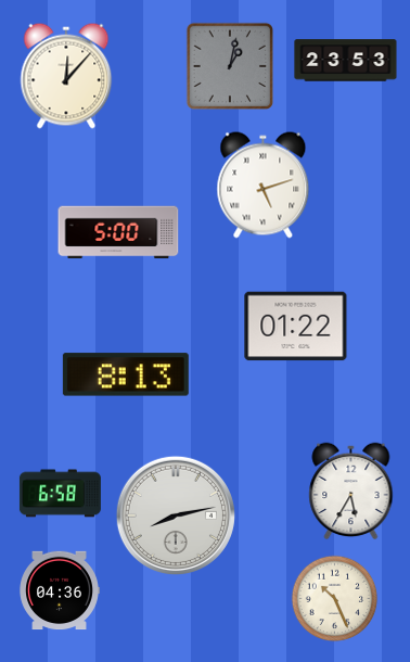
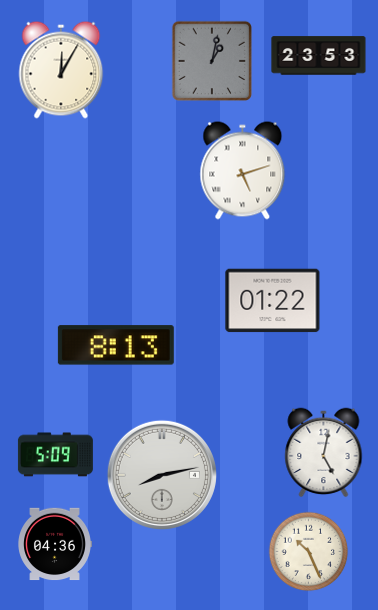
clock at (66, 76): 12:07 -> 12:05
clock at (118, 232): 5:00 -> none
clock at (351, 492): 5:35 -> 5:02
clock at (60, 494): 6:58 -> 5:09
